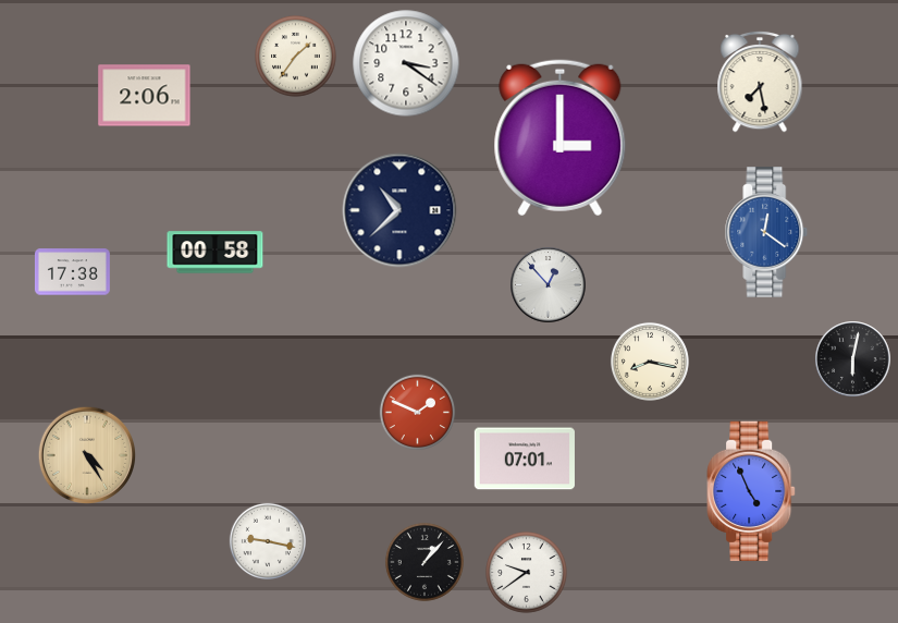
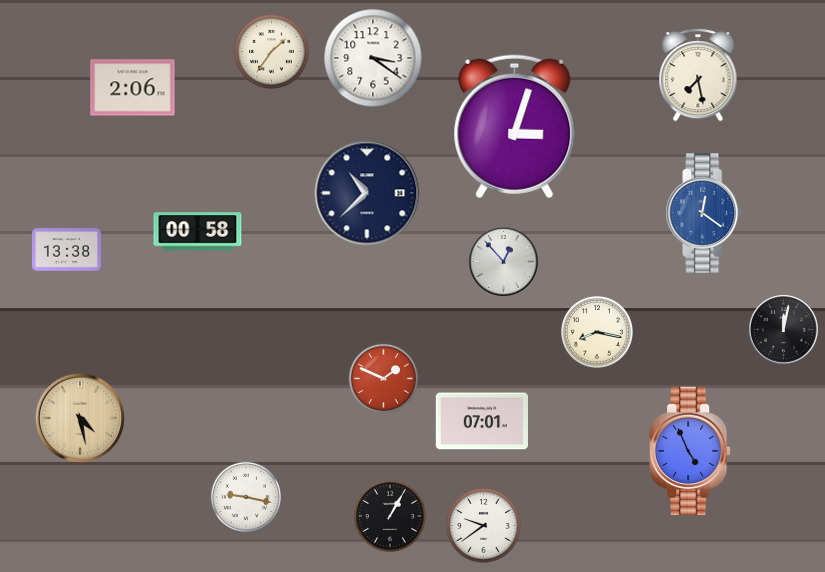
clock at (561, 138): 3:00 -> 3:03
clock at (72, 272): 17:38 -> 13:38
clock at (853, 359): 6:02 -> 12:02
clock at (87, 455): 4:25 -> 4:28
clock at (425, 562): 1:07 -> 1:05
